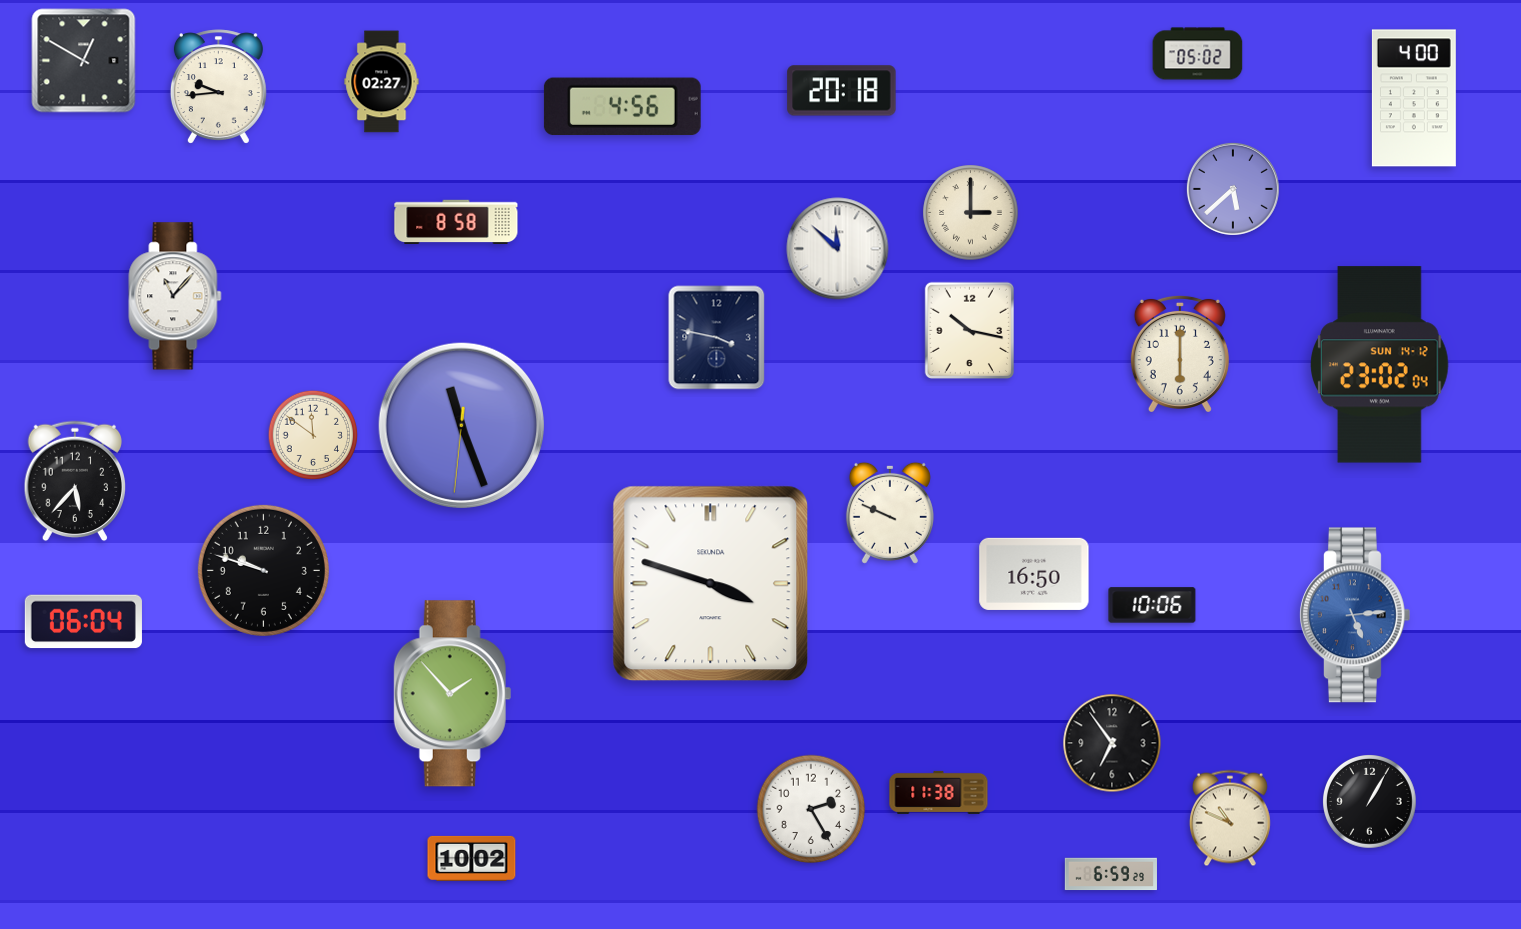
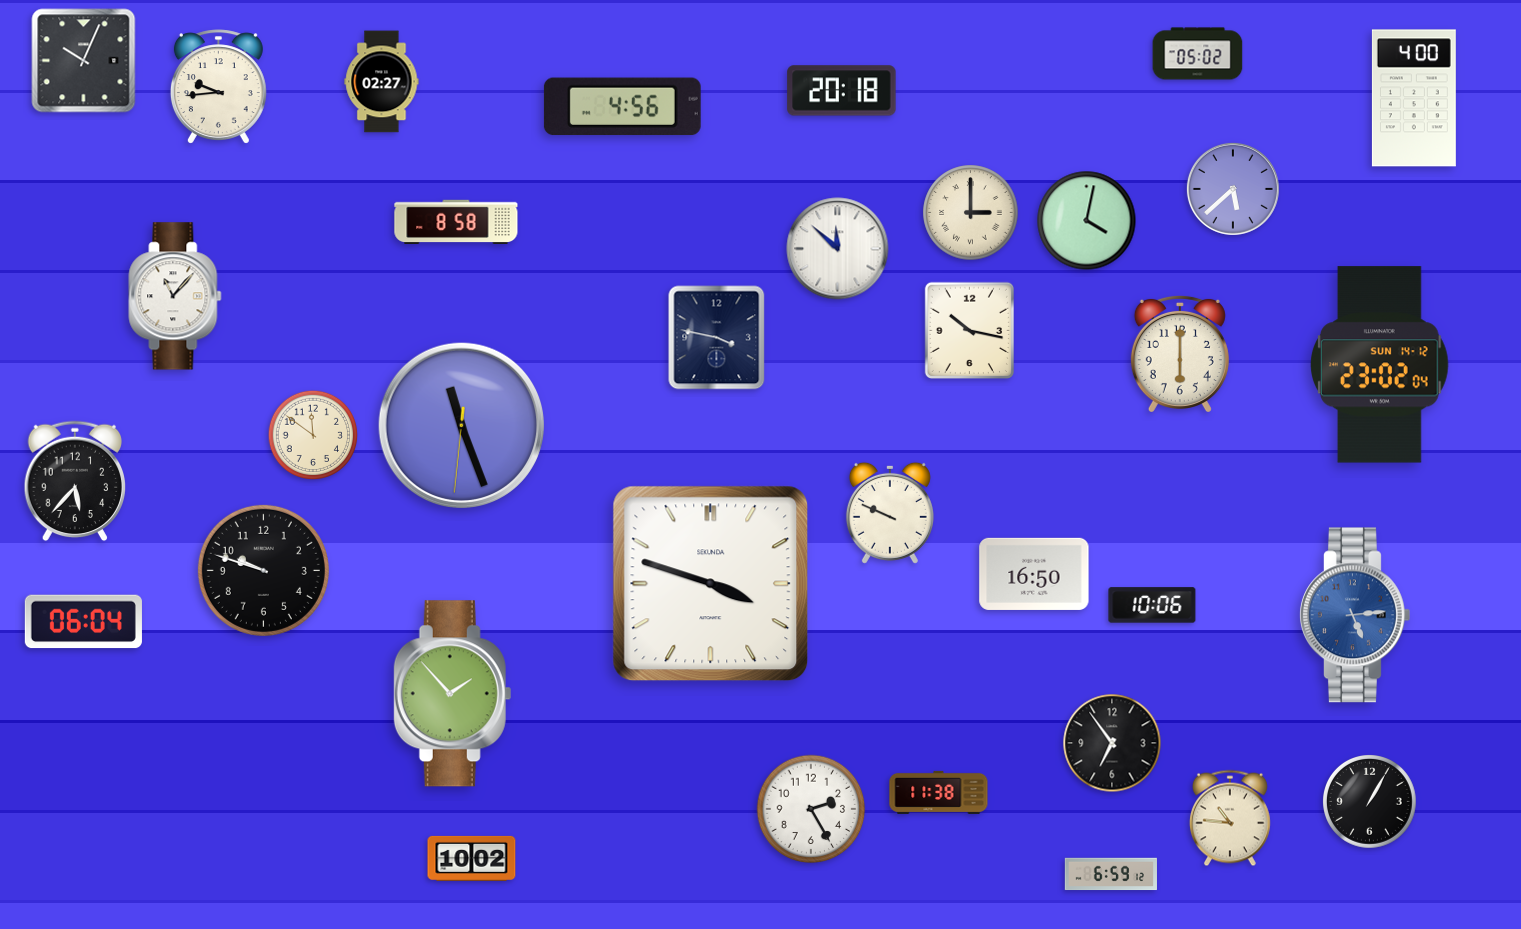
clock at (84, 61): 12:50 -> 10:04
clock at (1087, 221): none -> 4:02
clock at (1230, 818): 10:49 -> 10:46
clock at (1110, 874): 6:59:29 -> 6:59:12
